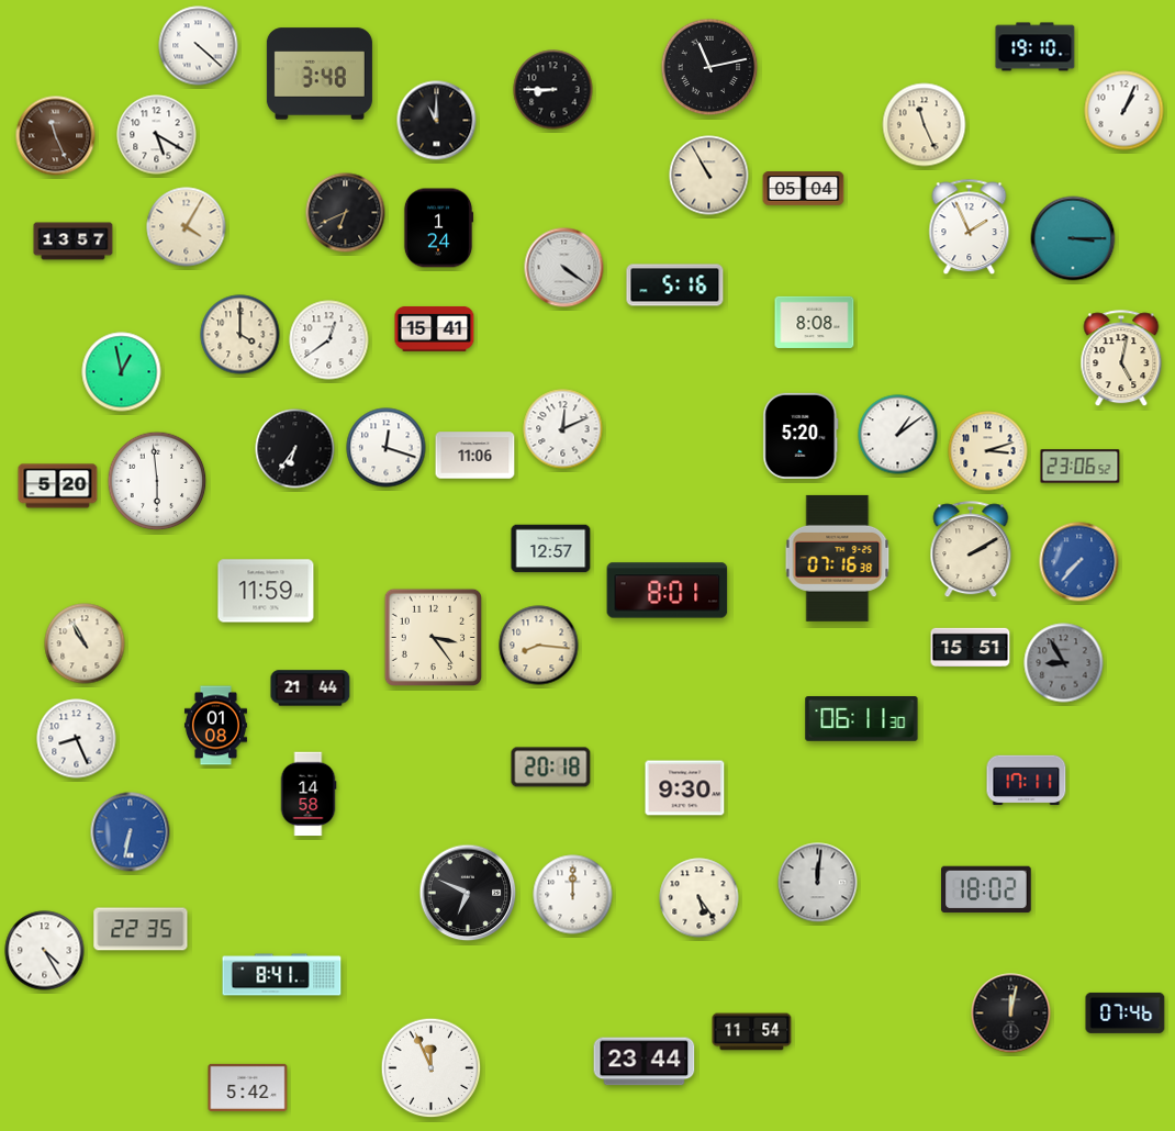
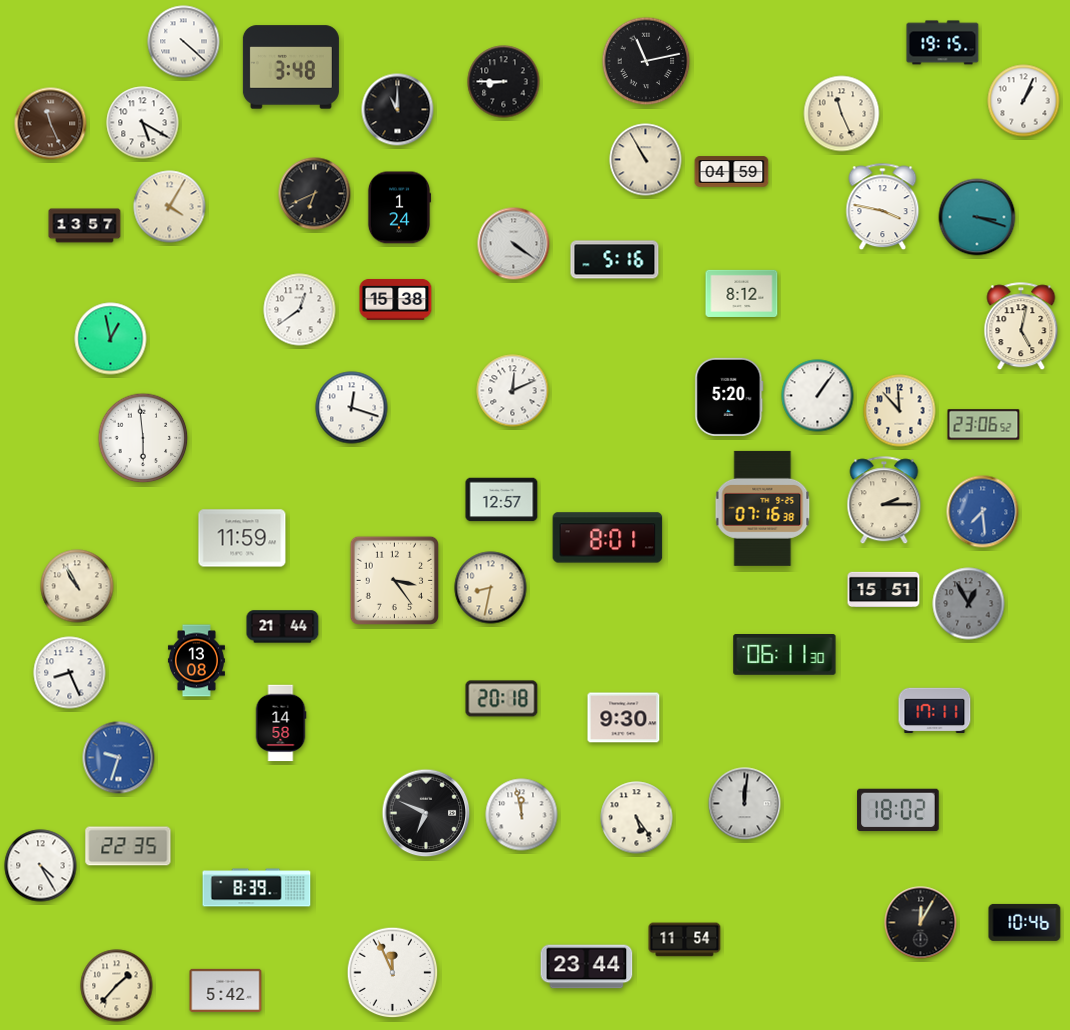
clock at (199, 46) position: (199, 46) -> (184, 42)
clock at (1036, 47): 19:10 -> 19:15
clock at (804, 189): 05:04 -> 04:59
clock at (970, 227): 1:56 -> 3:47
clock at (1073, 238): 3:15 -> 3:18
clock at (74, 242) position: (74, 242) -> (85, 226)
clock at (815, 322): 8:08 -> 8:12
clock at (435, 329): 15:41 -> 15:38
clock at (240, 335): 4:00 -> none
clock at (898, 435): 1:09 -> 1:06
clock at (295, 449): 6:36 -> none
clock at (988, 451): 3:12 -> 11:53
clock at (475, 456): 11:06 -> none
clock at (58, 486): 5:20 -> none
clock at (971, 550): 2:10 -> 2:15
clock at (1079, 562): 7:37 -> 7:29
clock at (539, 646): 8:16 -> 8:32
clock at (1064, 663): 8:55 -> 12:55
clock at (215, 726): 01:08 -> 13:08
clock at (131, 832): 6:32 -> 9:33
clock at (573, 895): 12:00 -> 11:58
clock at (282, 975): 8:41 -> 8:39
clock at (1126, 1012): 07:46 -> 10:46
clock at (1011, 1014): 12:02 -> 12:05
clock at (117, 986): none -> 1:37
